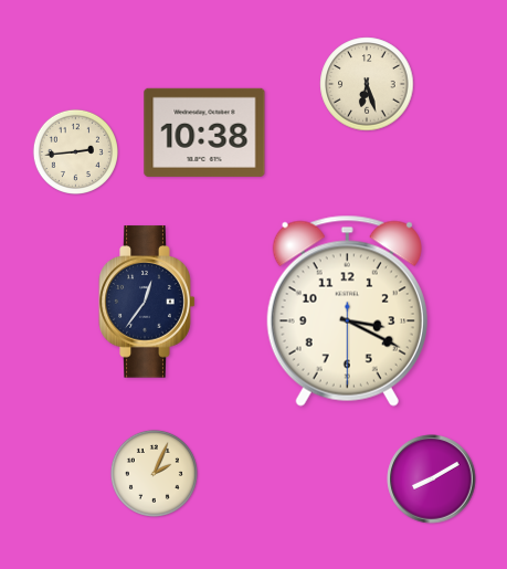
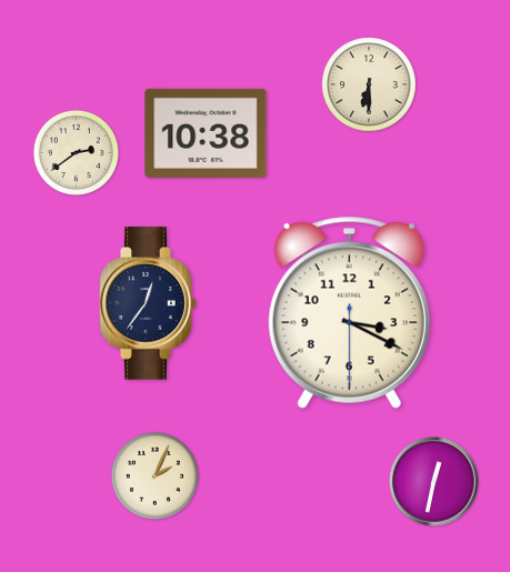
clock at (367, 84): 6:27 -> 6:30
clock at (75, 151): 2:44 -> 2:39
clock at (432, 480): 8:10 -> 12:32
